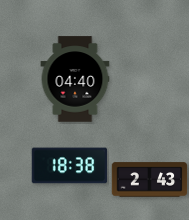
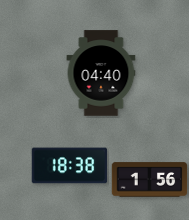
clock at (75, 79) position: (75, 79) -> (101, 73)
clock at (150, 180): 2:43 -> 1:56
